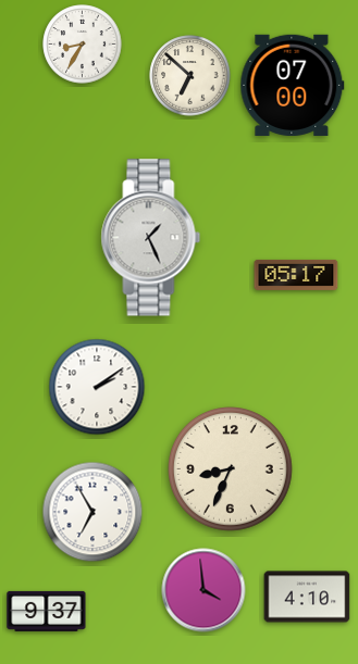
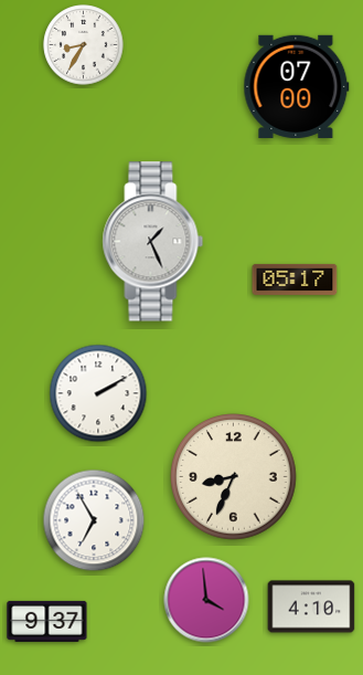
clock at (190, 76): 6:52 -> none
clock at (296, 275) position: (296, 275) -> (295, 280)
clock at (97, 387): 2:09 -> 2:10
